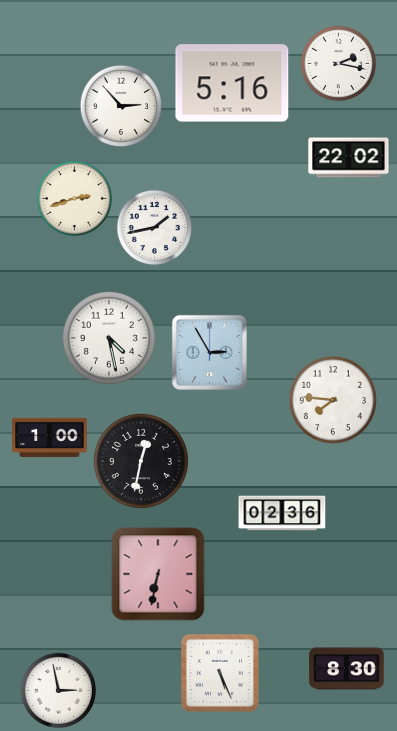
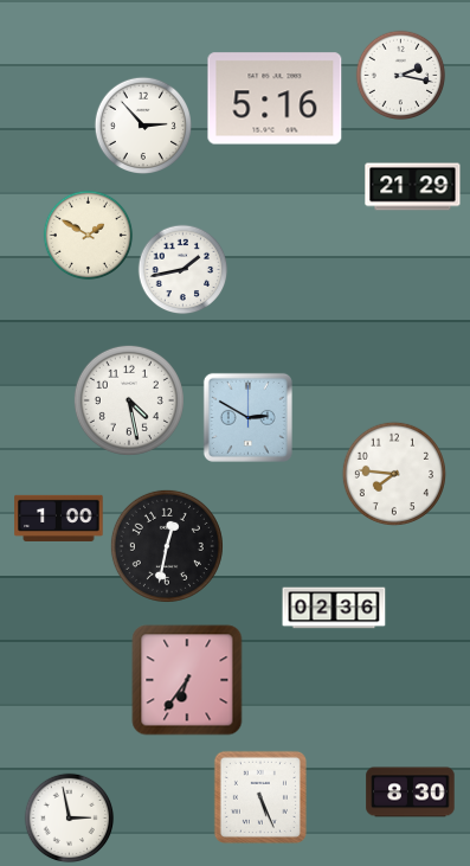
clock at (349, 158): 22:02 -> 21:29
clock at (75, 199): 2:42 -> 1:50
clock at (209, 352): 2:55 -> 2:50
clock at (158, 574): 6:32 -> 6:36
